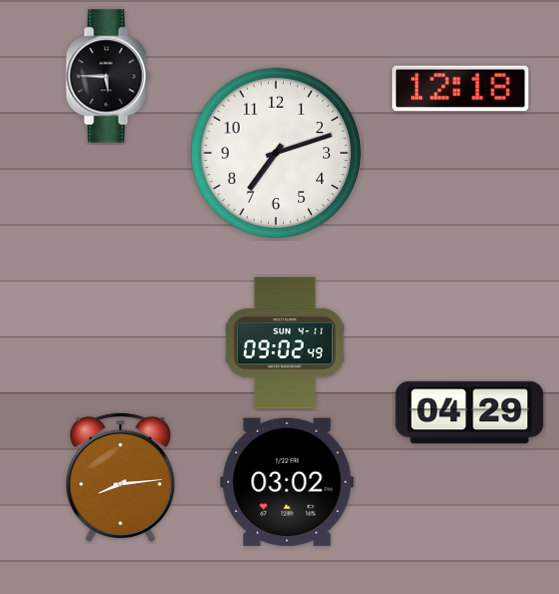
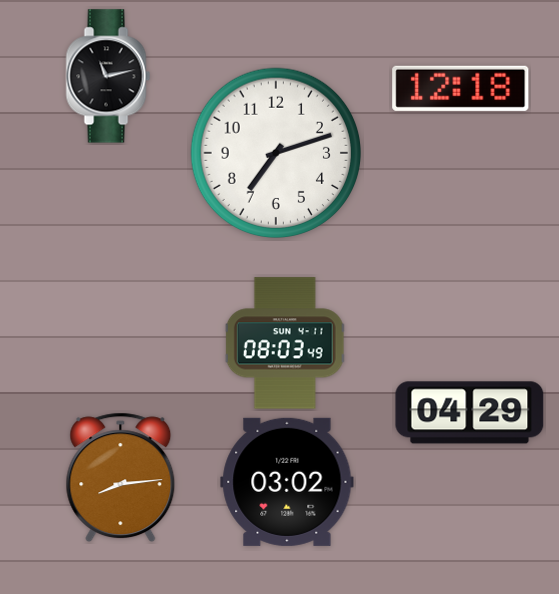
clock at (108, 76): 5:45 -> 11:13
clock at (285, 343): 09:02 -> 08:03
